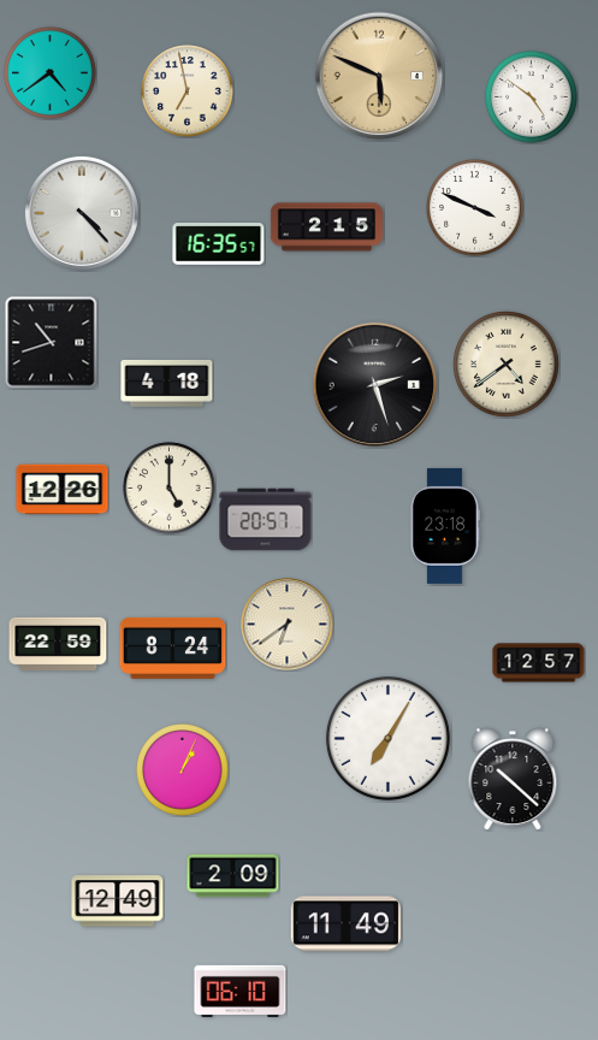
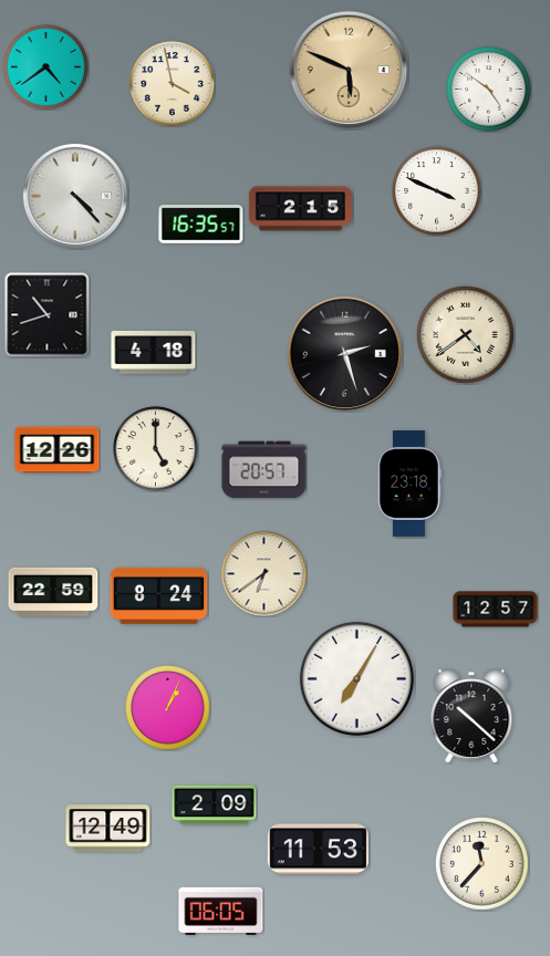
clock at (188, 91): 6:58 -> 3:58
clock at (266, 520) position: (266, 520) -> (264, 470)
clock at (345, 924): 11:49 -> 11:53
clock at (482, 864): none -> 11:37
clock at (241, 991): 06:10 -> 06:05
